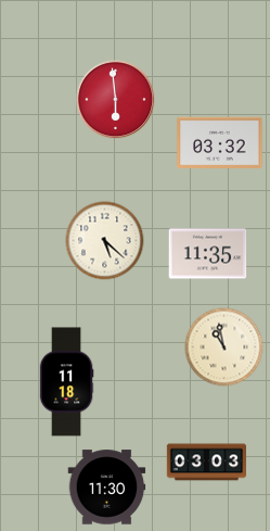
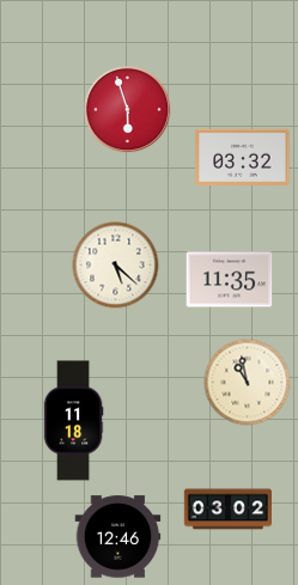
clock at (116, 100): 5:59 -> 5:57
clock at (206, 463): 03:03 -> 03:02
clock at (107, 488): 11:30 -> 12:46
